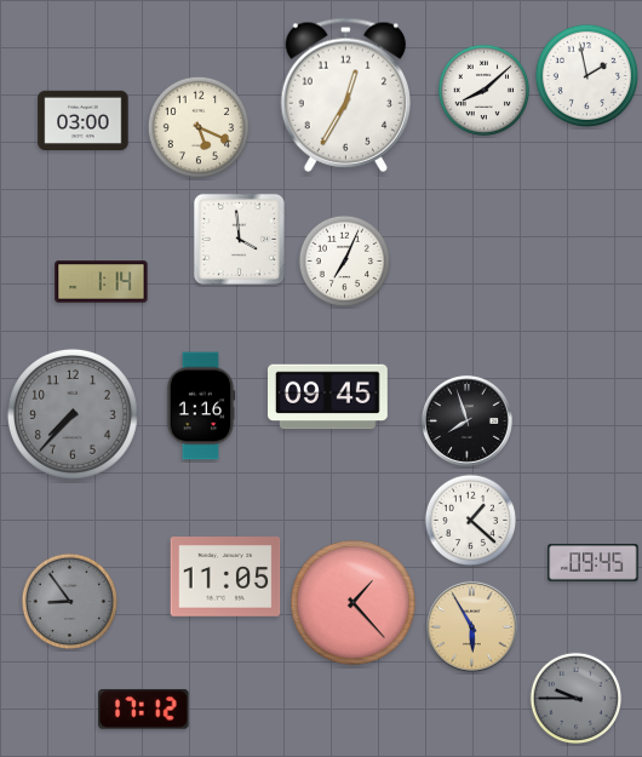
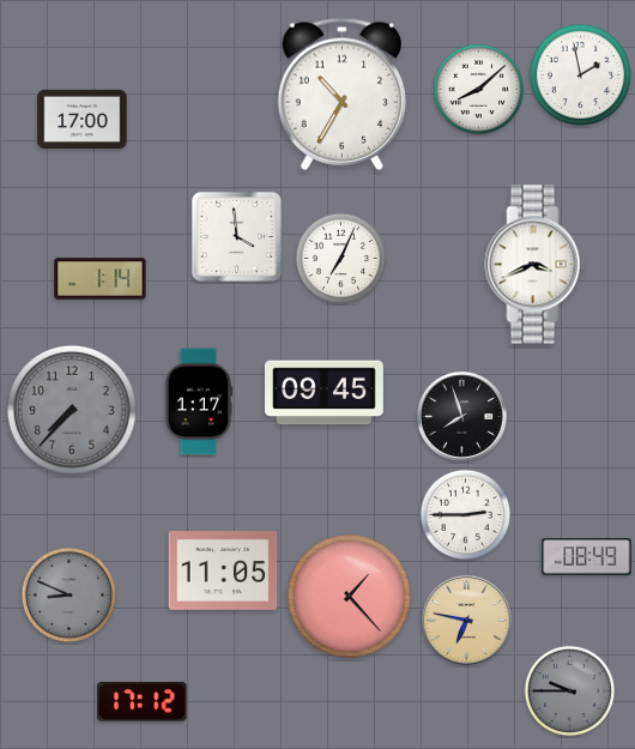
clock at (345, 94): 12:35 -> 10:35
clock at (84, 121): 03:00 -> 17:00
clock at (199, 127): 5:19 -> none
clock at (536, 265): none -> 3:41
clock at (201, 406): 1:16 -> 1:17
clock at (471, 521): 1:22 -> 2:45
clock at (594, 563): 09:45 -> 08:49
clock at (69, 601): 8:54 -> 8:49
clock at (471, 626): 5:55 -> 6:47
